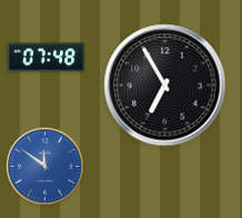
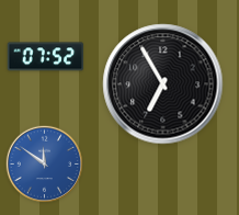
clock at (47, 58): 07:48 -> 07:52
